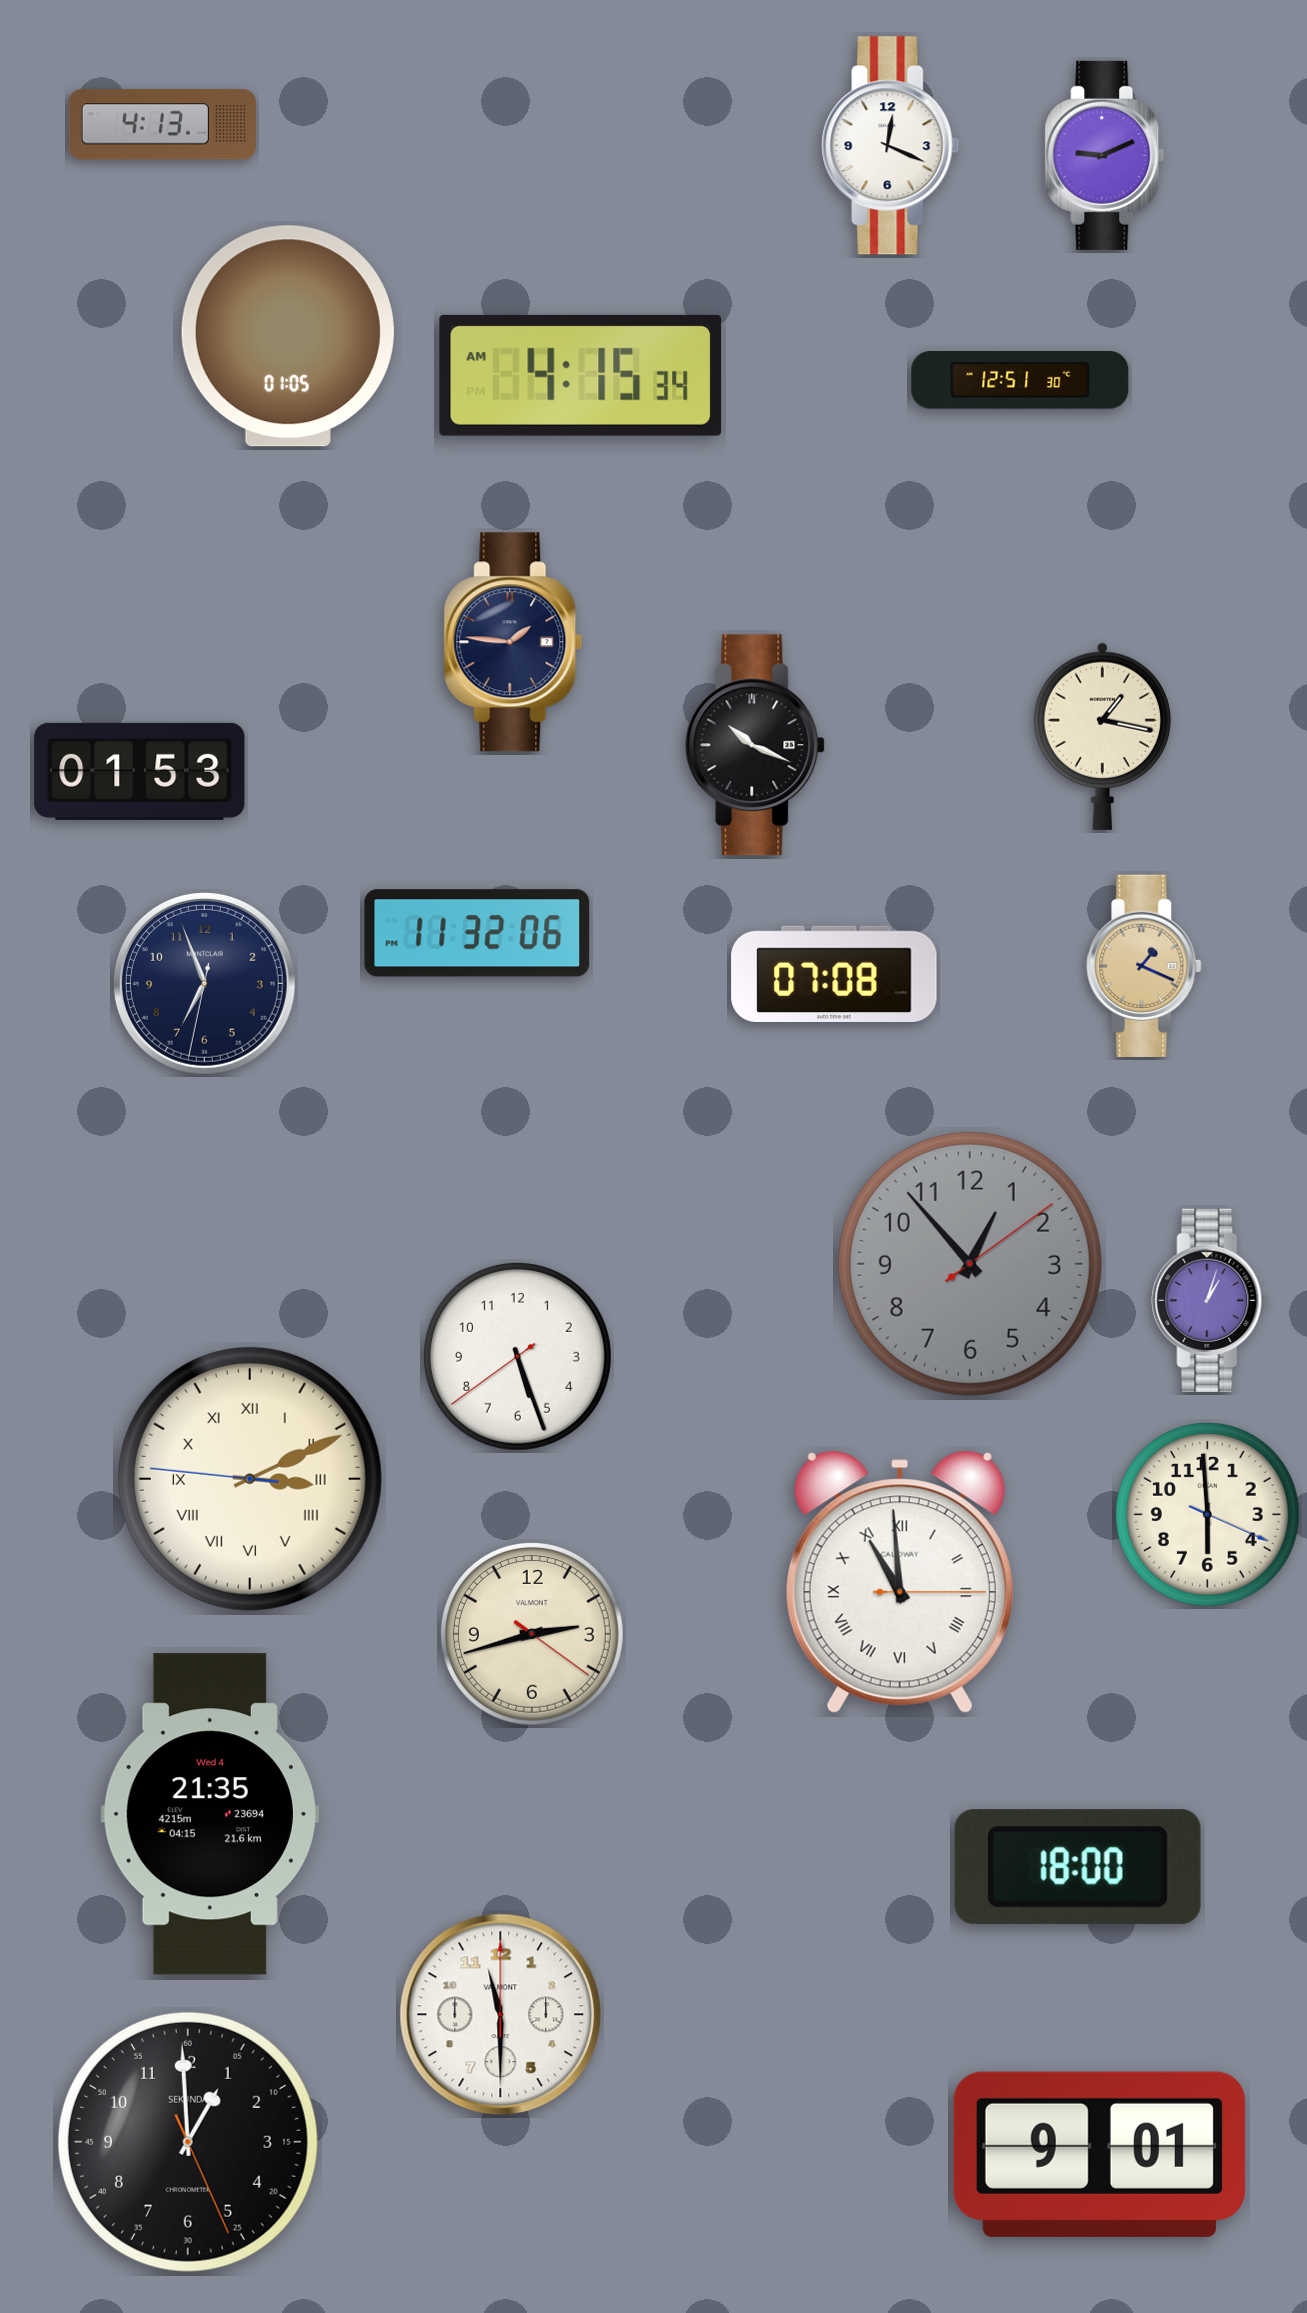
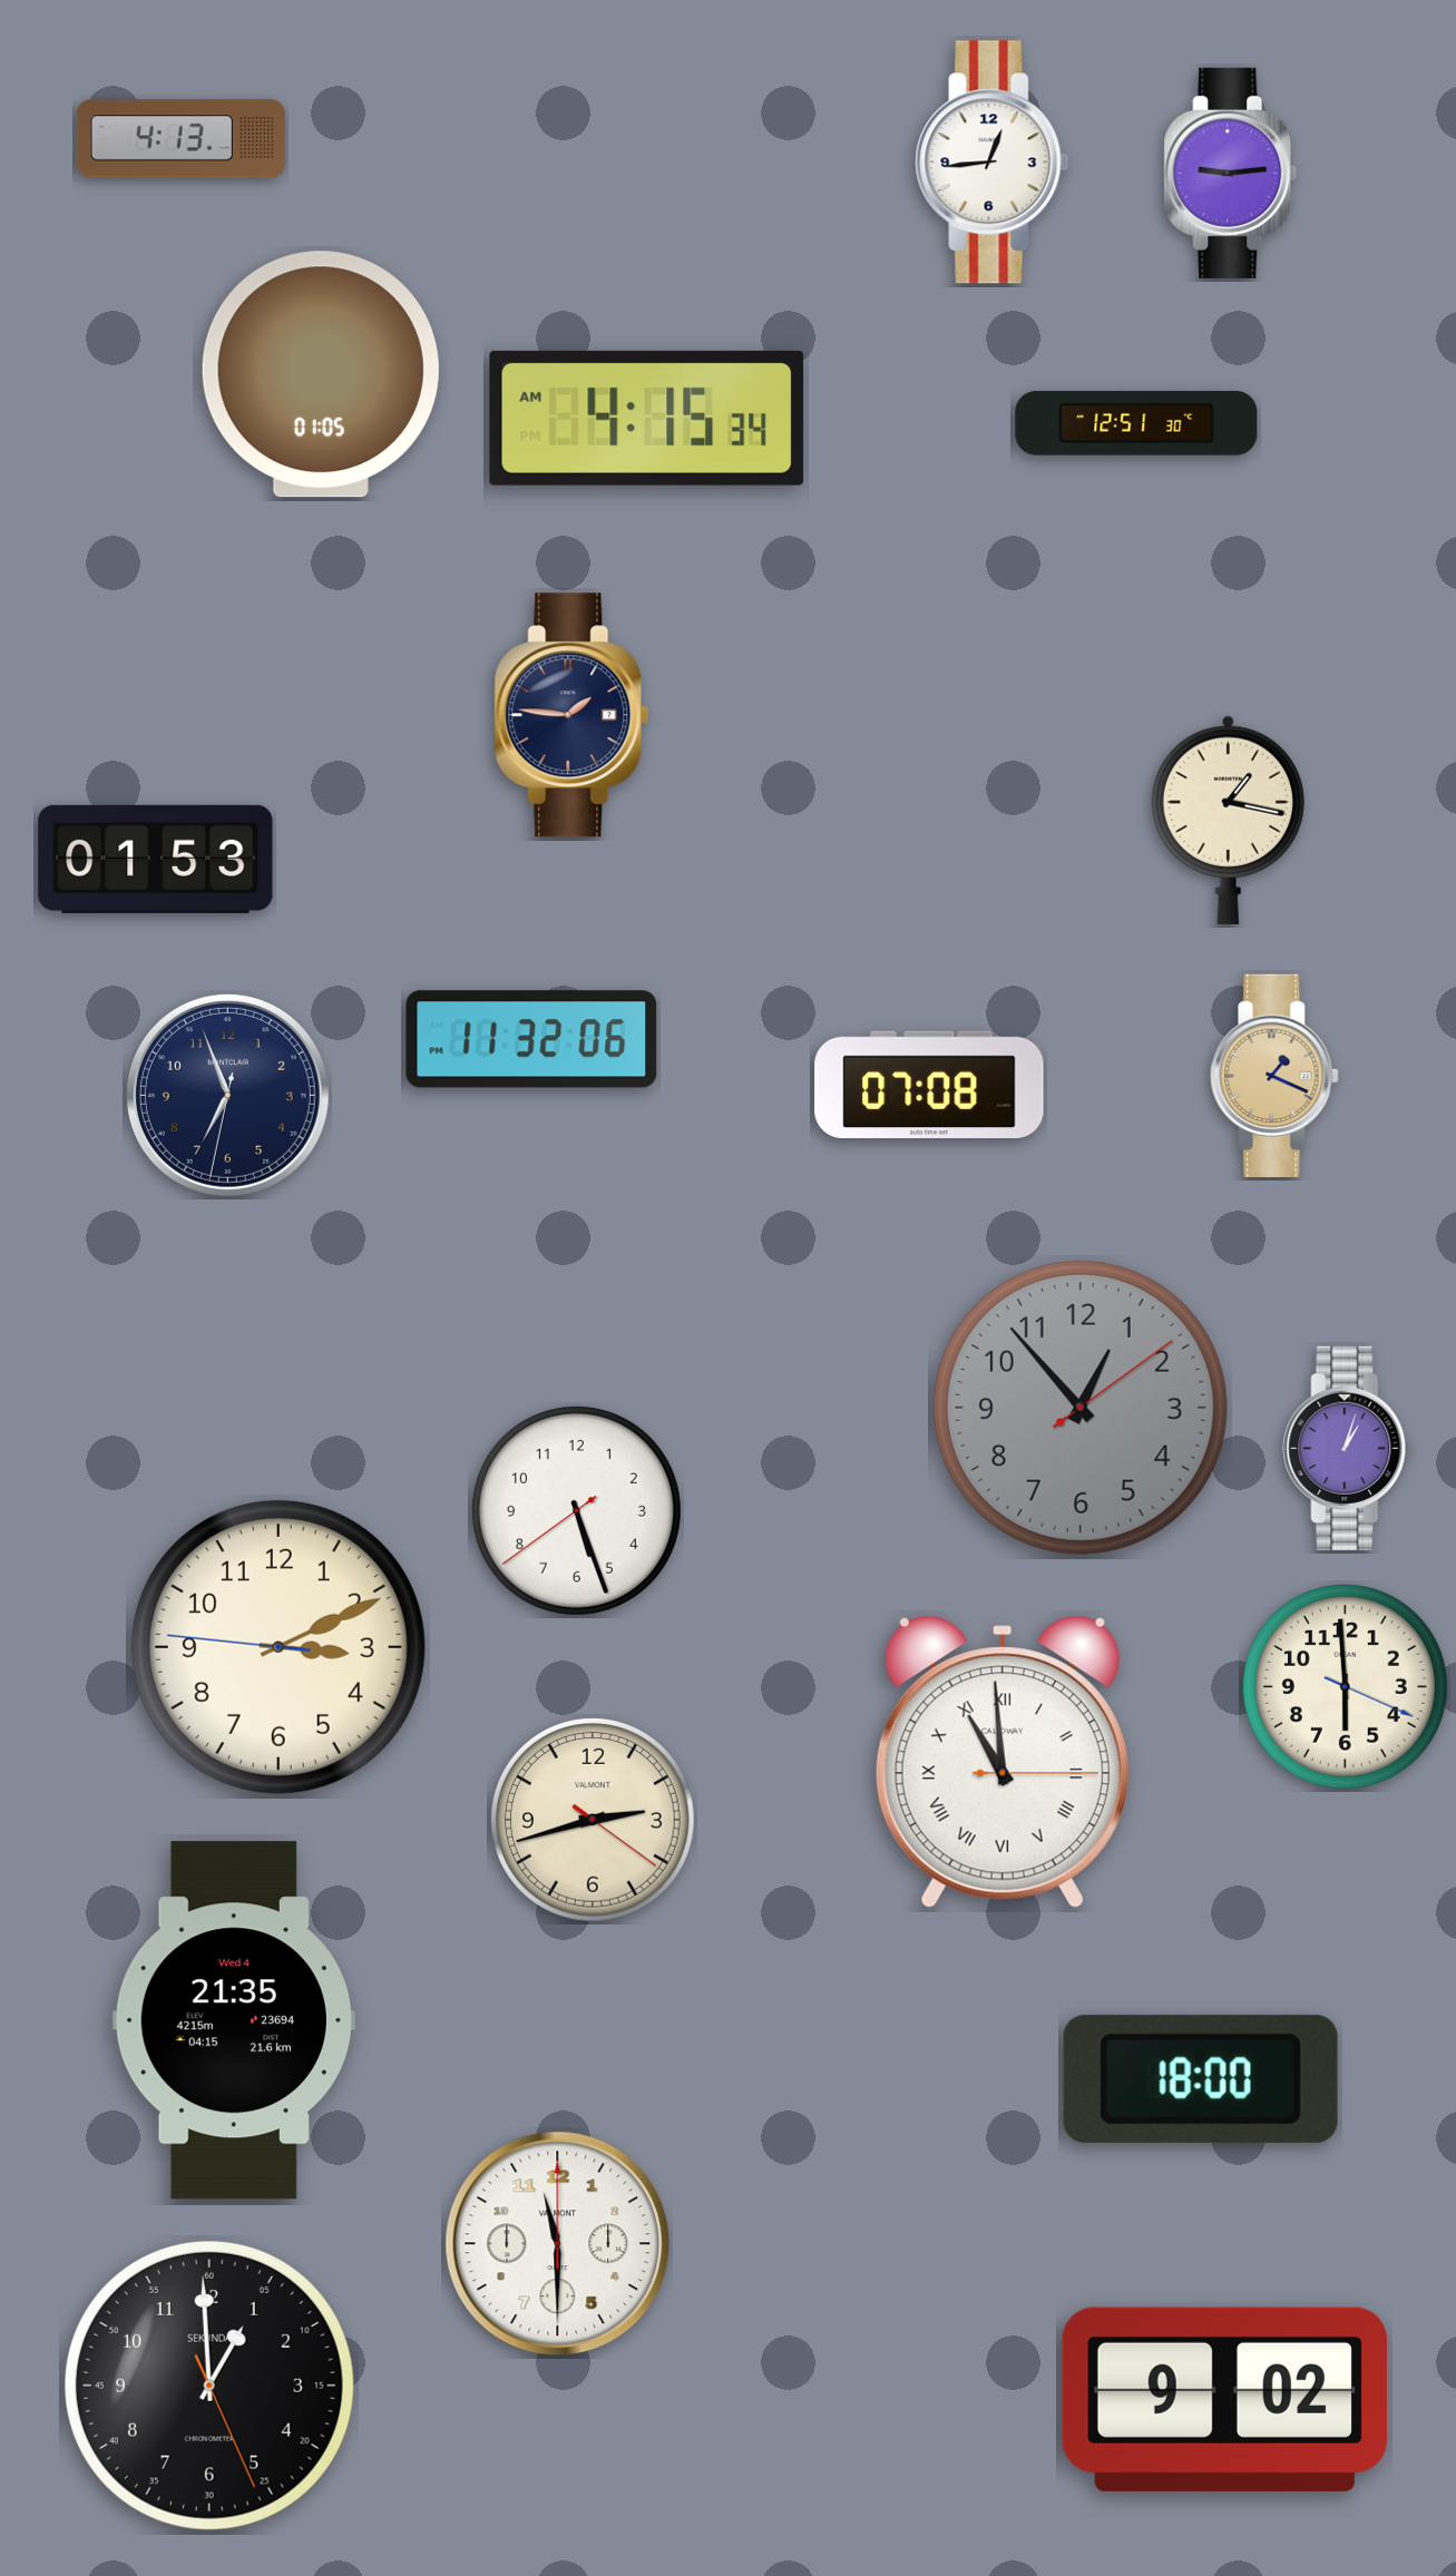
clock at (891, 146): 12:19 -> 12:44
clock at (1105, 155): 9:11 -> 9:14
clock at (756, 745): 10:19 -> none
clock at (250, 1479) numerals: Roman -> Arabic
clock at (1099, 2154): 9:01 -> 9:02
